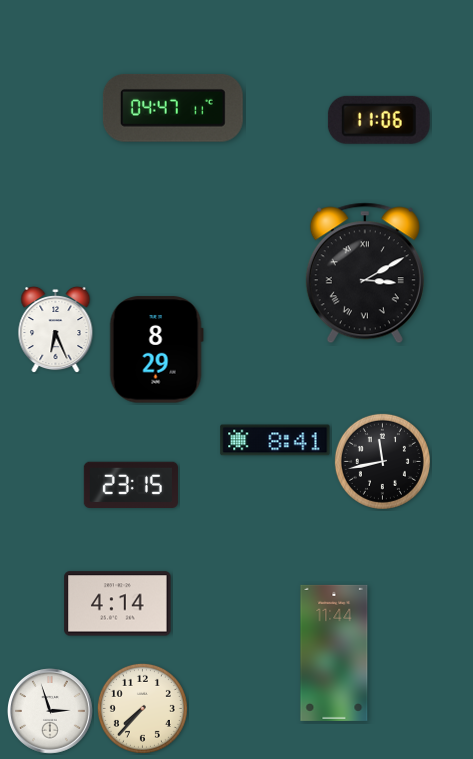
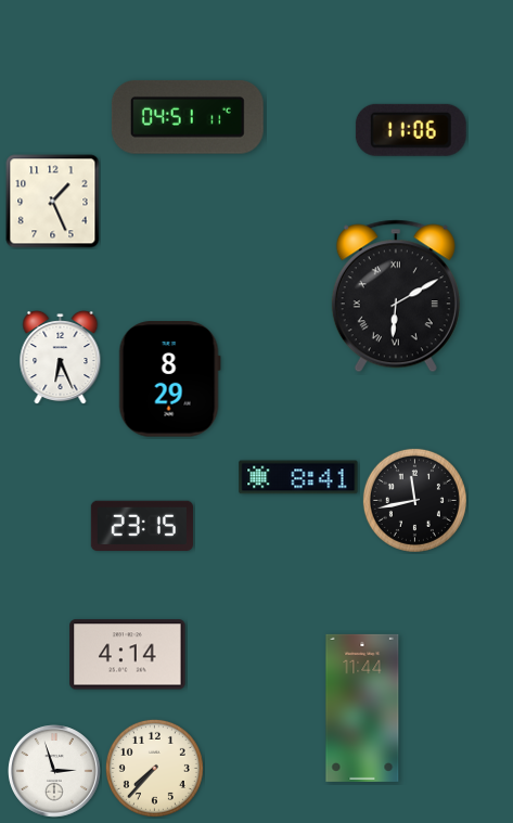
clock at (173, 108): 04:47 -> 04:51
clock at (53, 202): none -> 1:26
clock at (365, 273): 3:10 -> 6:10
